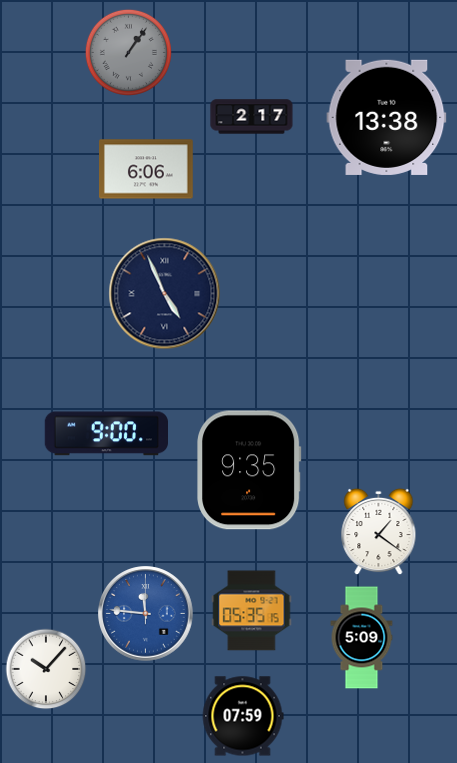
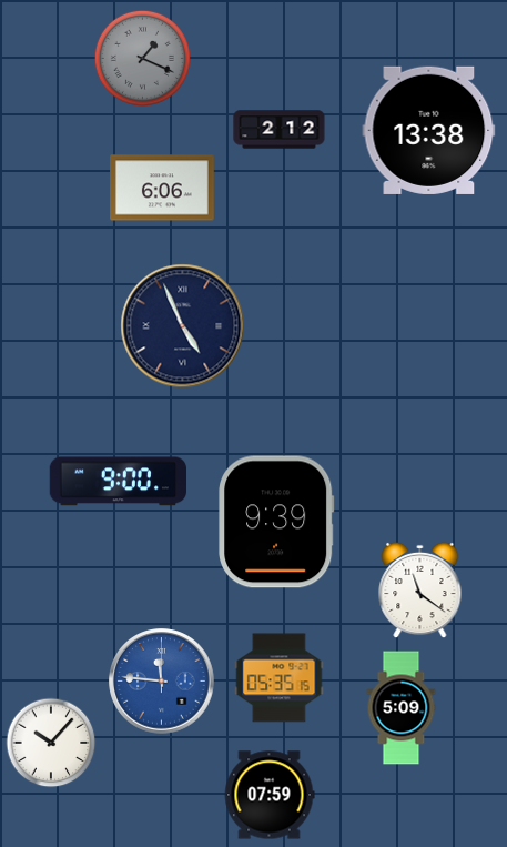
clock at (128, 52): 1:06 -> 1:19
clock at (252, 117): 2:17 -> 2:12
clock at (249, 470): 9:35 -> 9:39
clock at (379, 532): 1:21 -> 11:21
